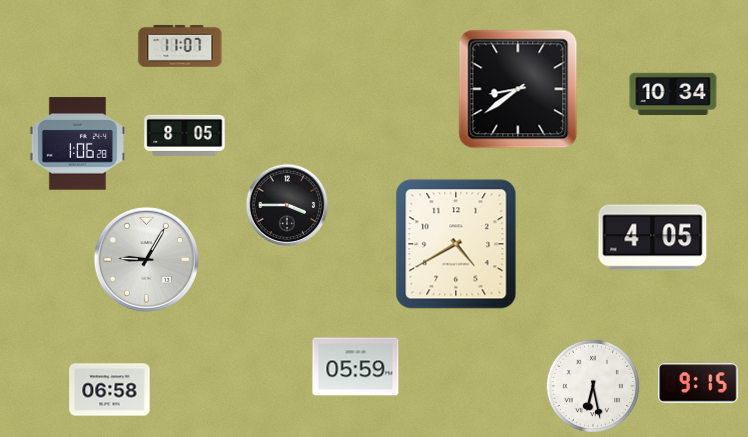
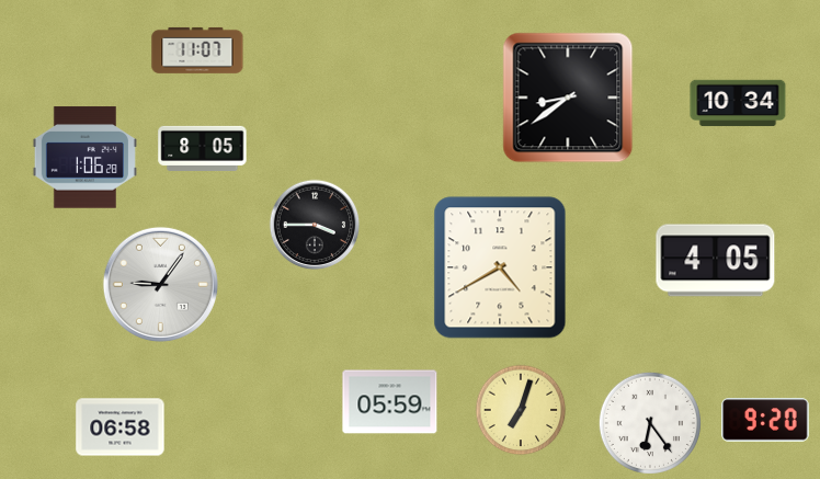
clock at (146, 259): 9:05 -> 9:06
clock at (521, 410): none -> 7:03
clock at (698, 383): 9:15 -> 9:20
clock at (593, 386): 6:28 -> 6:24
